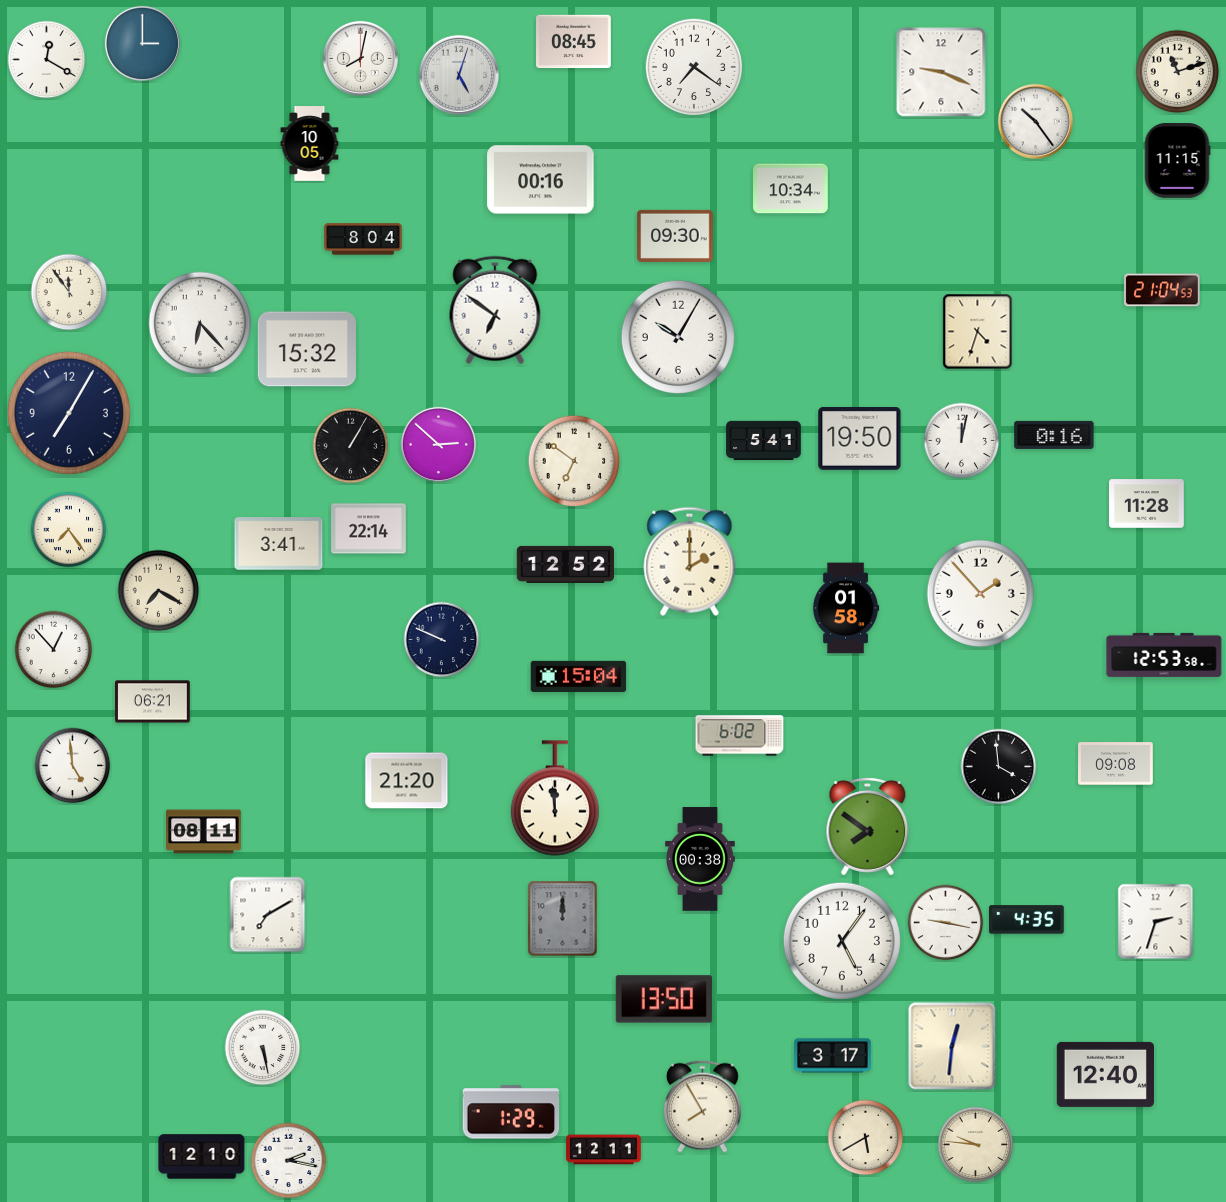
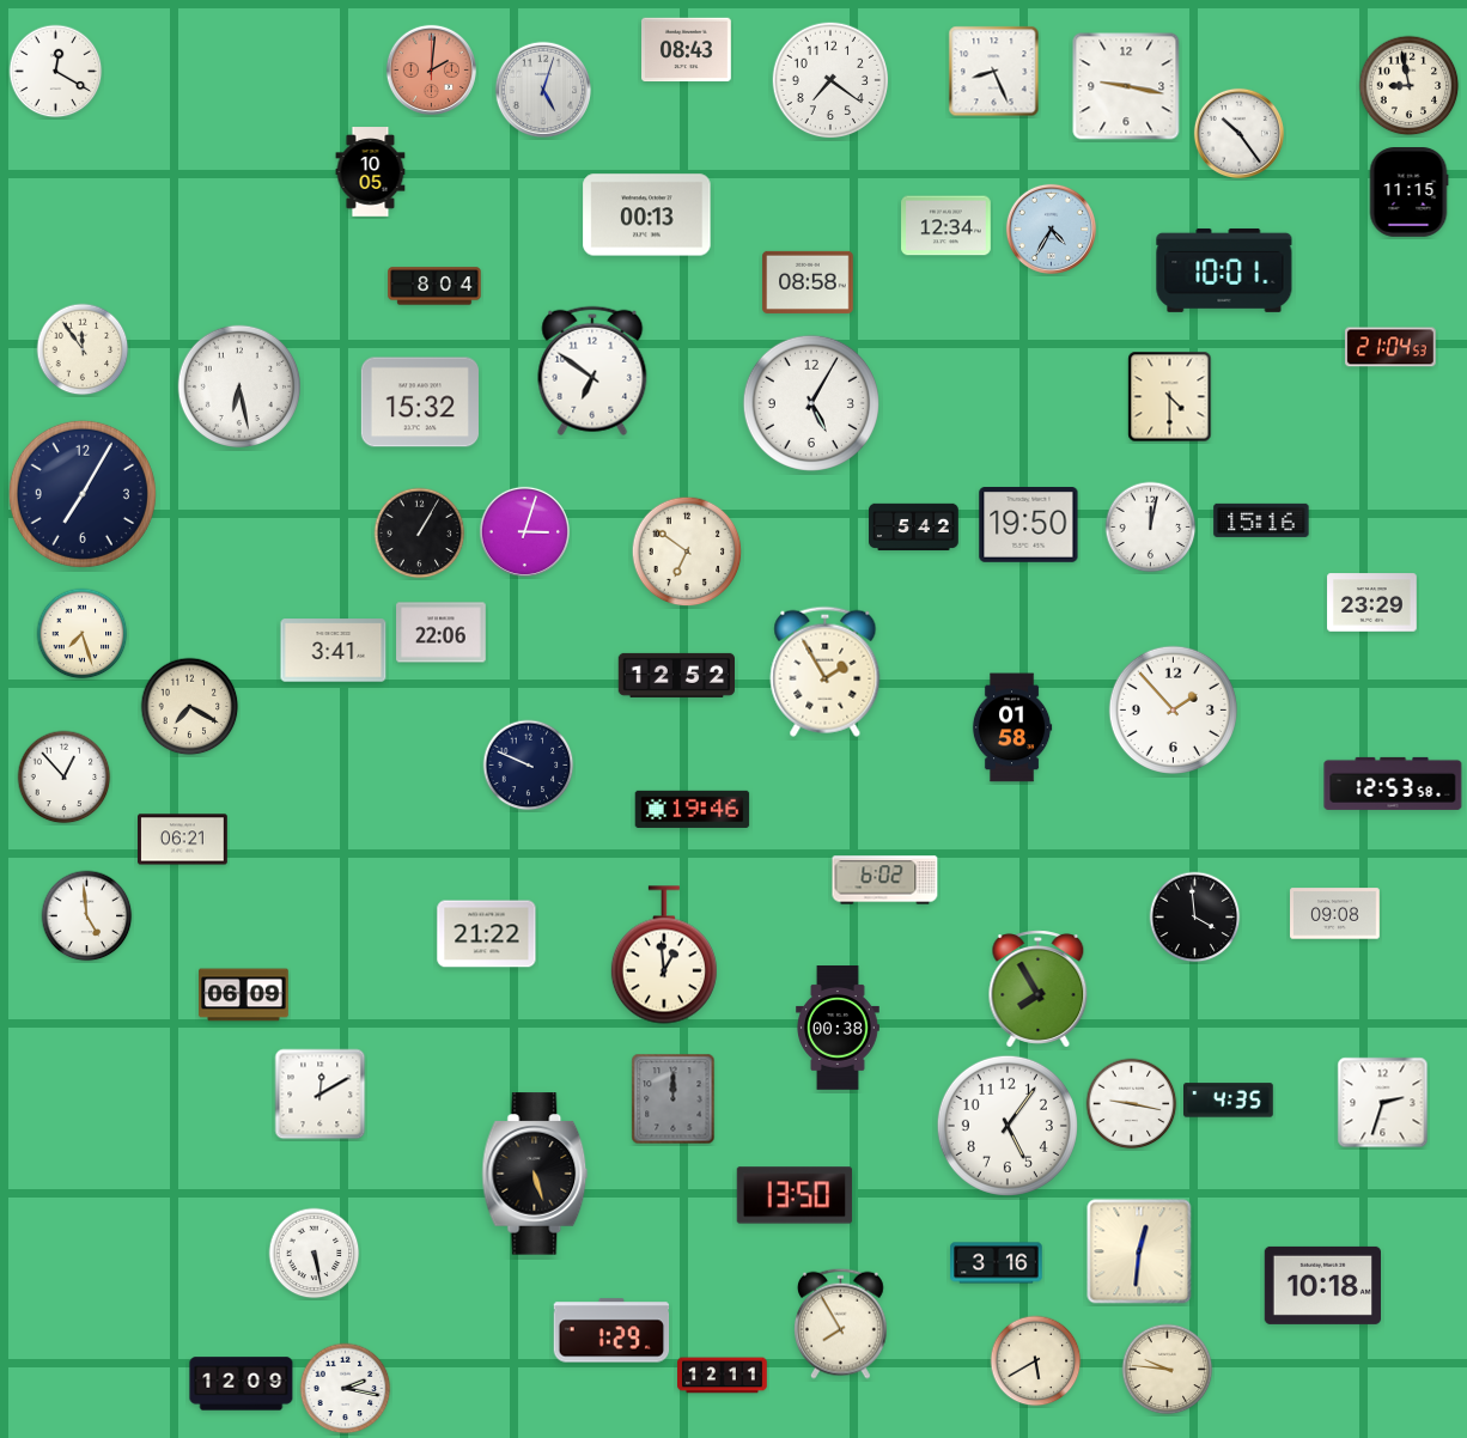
clock at (574, 42): 08:45 -> 08:43
clock at (142, 43): 3:00 -> none
clock at (360, 58): 8:02 -> 2:01
clock at (360, 58) dial: white -> salmon
clock at (994, 72): none -> 8:26
clock at (941, 72): 9:19 -> 9:17
clock at (1178, 72): 11:12 -> 8:58
clock at (458, 74) position: (458, 74) -> (542, 89)
clock at (1035, 121) position: (1035, 121) -> (1238, 133)
clock at (541, 180): 00:16 -> 00:13
clock at (791, 189): 10:34 -> 12:34
clock at (1051, 229): none -> 4:35
clock at (1224, 270): none -> 10:01
clock at (675, 236): 09:30 -> 08:58
clock at (199, 322): 6:23 -> 6:28
clock at (978, 332): 4:33 -> 4:30
clock at (678, 337): 10:05 -> 5:05
clock at (307, 349) position: (307, 349) -> (420, 402)
clock at (1054, 435): 0:16 -> 15:16
clock at (764, 441): 5:41 -> 5:42
clock at (438, 444): 2:52 -> 3:03
clock at (1147, 504): 11:28 -> 23:29
clock at (369, 529): 22:14 -> 22:06
clock at (69, 530): 7:24 -> 7:27
clock at (690, 561): 2:00 -> 1:55
clock at (579, 676): 15:04 -> 19:46
clock at (407, 781): 21:20 -> 21:22
clock at (555, 798): 11:59 -> 12:59
clock at (868, 827): 7:51 -> 7:55
clock at (204, 832): 08:11 -> 06:09
clock at (268, 915): 7:10 -> 12:10
clock at (535, 1174): none -> 5:27
clock at (833, 1056): 3:17 -> 3:16
clock at (1105, 1074): 12:40 -> 10:18
clock at (202, 1157): 12:10 -> 12:09
